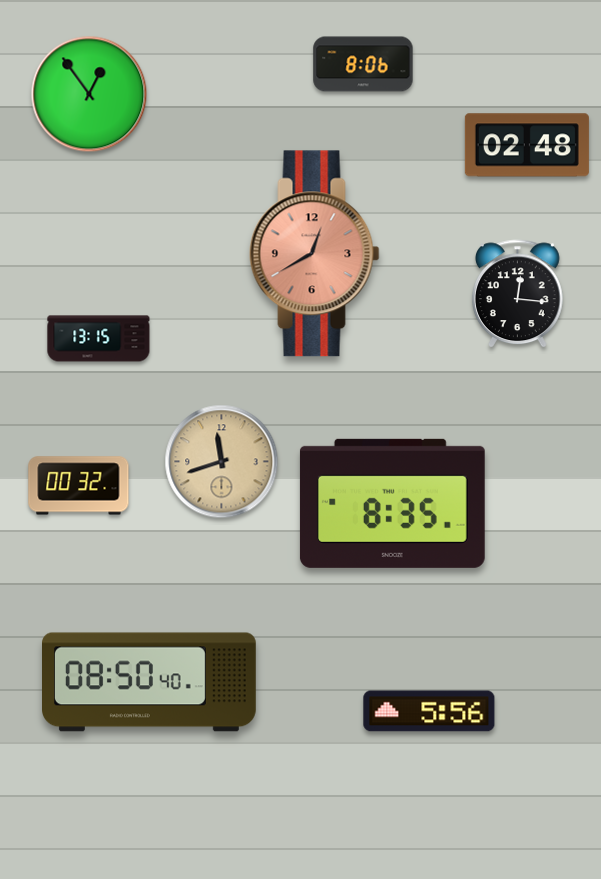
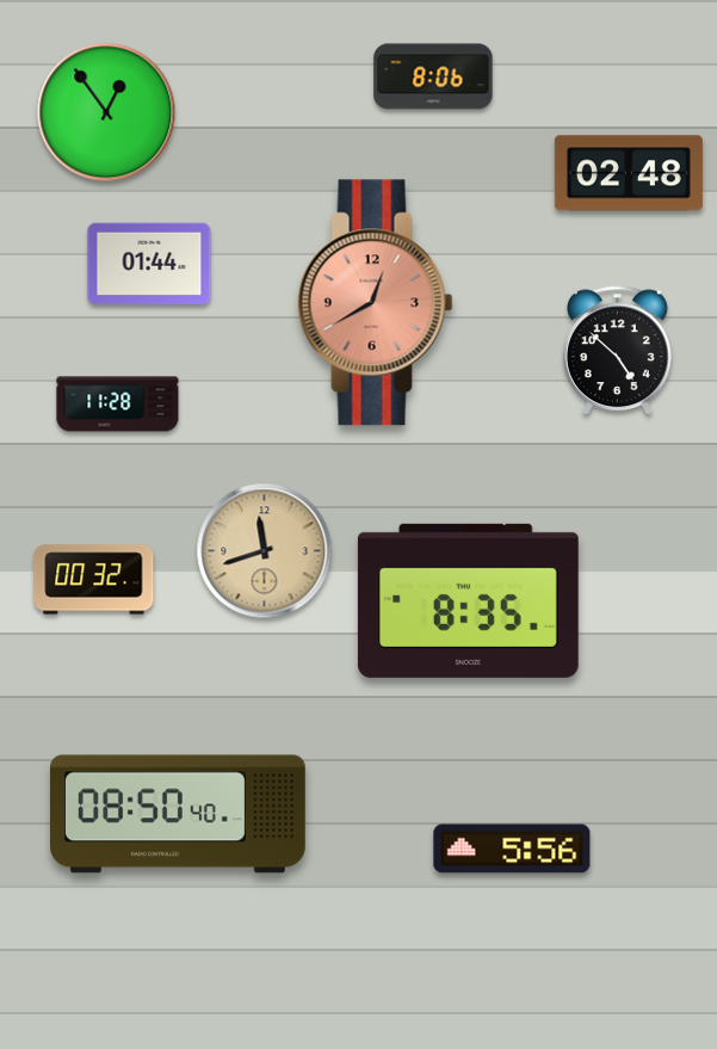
clock at (149, 264): none -> 01:44
clock at (517, 294): 12:16 -> 4:52
clock at (99, 339): 13:15 -> 11:28
